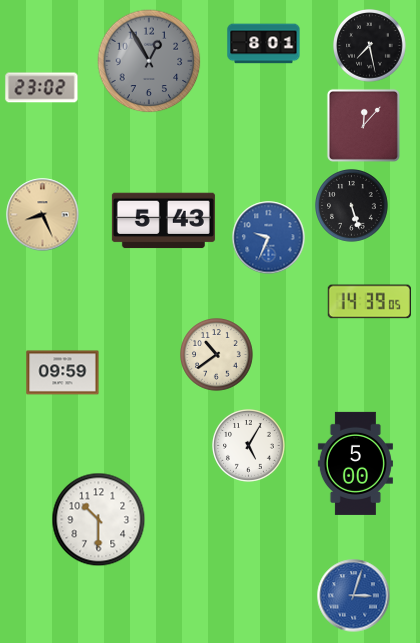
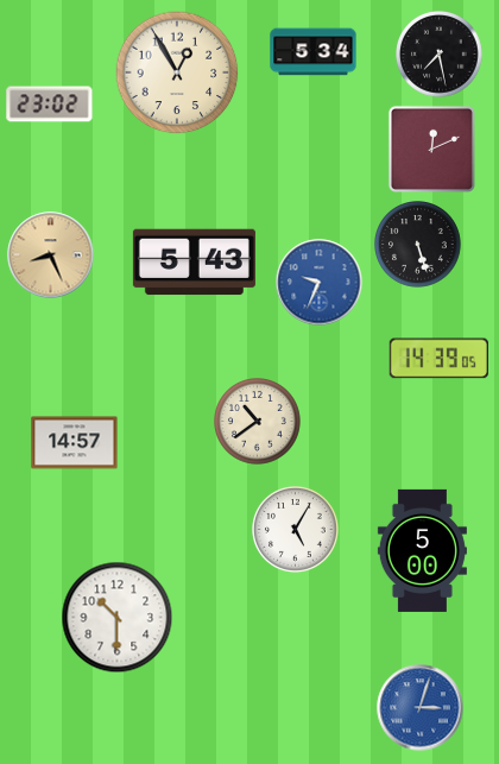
clock at (264, 44): 8:01 -> 5:34
clock at (149, 61) dial: grey -> cream
clock at (363, 125): 12:07 -> 12:11
clock at (63, 373): 09:59 -> 14:57
